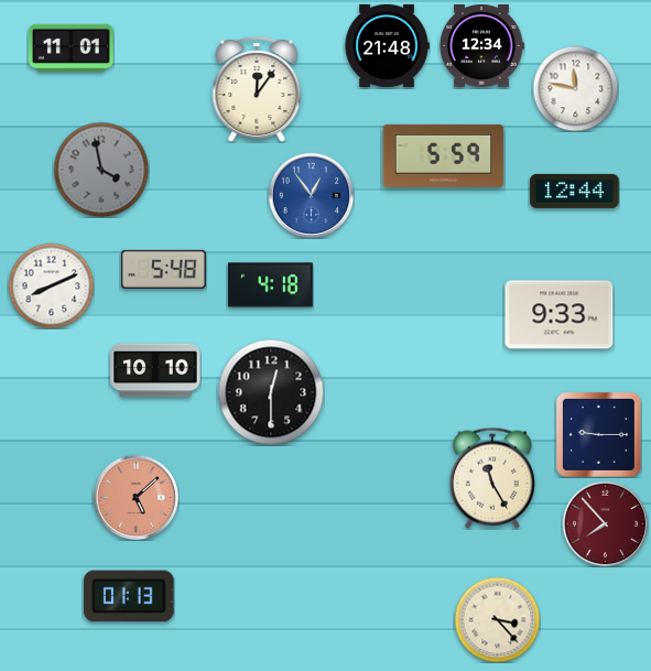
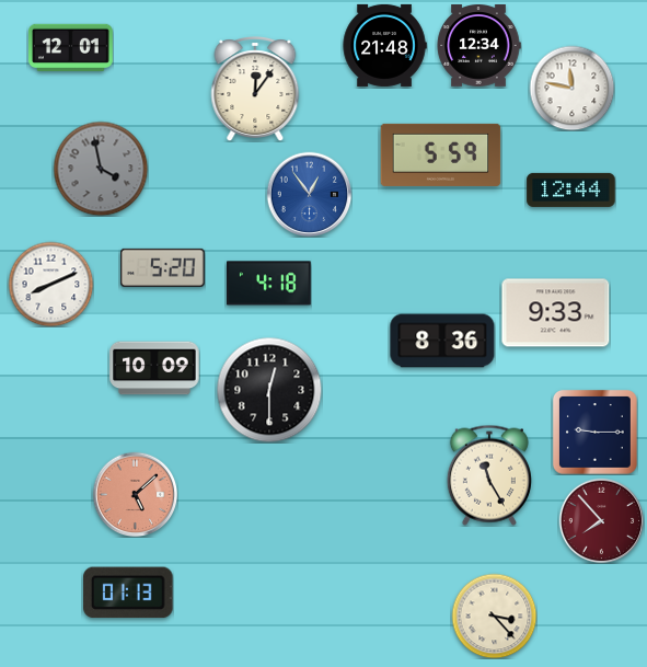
clock at (72, 48): 11:01 -> 12:01
clock at (164, 269): 5:48 -> 5:20
clock at (442, 341): none -> 8:36
clock at (155, 370): 10:10 -> 10:09
